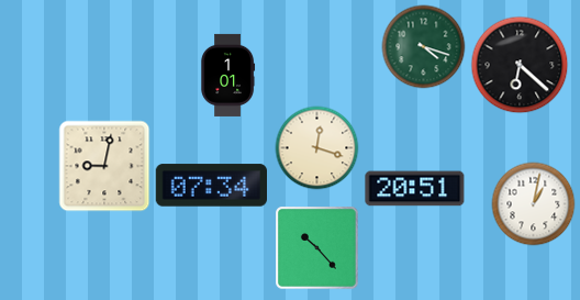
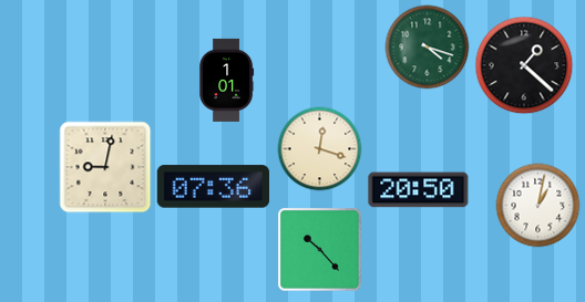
clock at (520, 65): 6:22 -> 1:22
clock at (228, 75) position: (228, 75) -> (227, 80)
clock at (211, 186): 07:34 -> 07:36
clock at (415, 189): 20:51 -> 20:50
